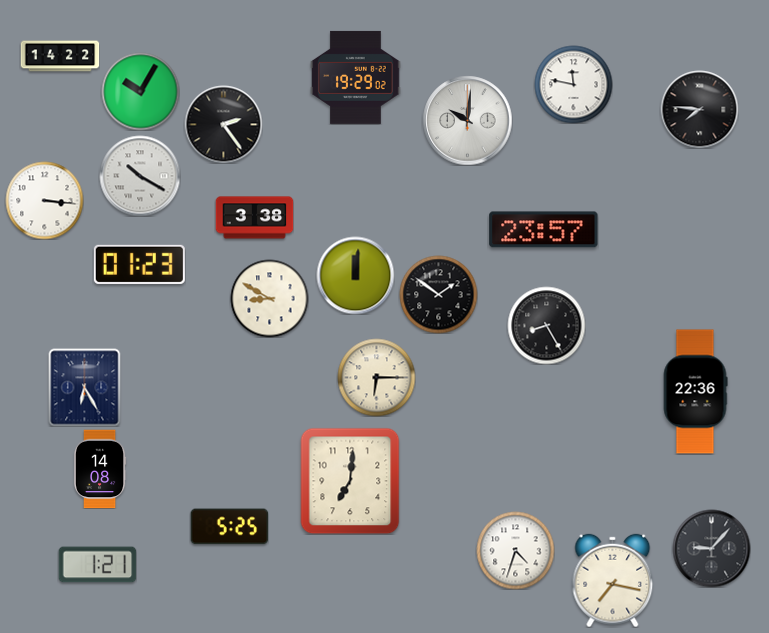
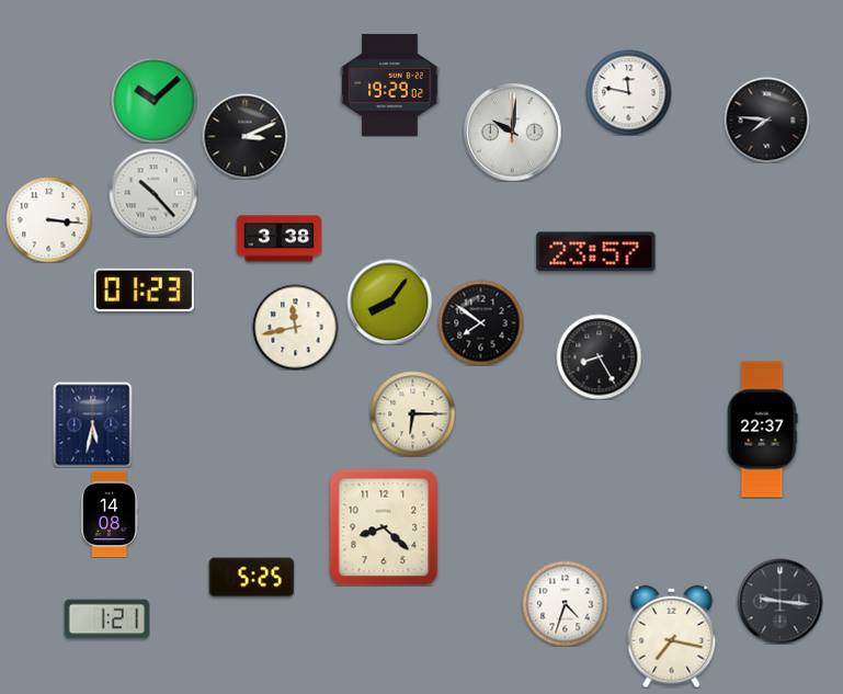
clock at (60, 56): 14:22 -> none
clock at (140, 91): 10:05 -> 10:08
clock at (223, 124): 2:24 -> 3:11
clock at (140, 176): 10:20 -> 10:23
clock at (139, 264) position: (139, 264) -> (144, 289)
clock at (355, 275): 12:01 -> 8:06
clock at (438, 294): 1:51 -> 7:51
clock at (269, 298): 8:50 -> 11:43
clock at (85, 387): 6:25 -> 5:32
clock at (695, 392): 22:36 -> 22:37
clock at (350, 481): 7:01 -> 8:22
clock at (711, 548): 9:07 -> 9:16
